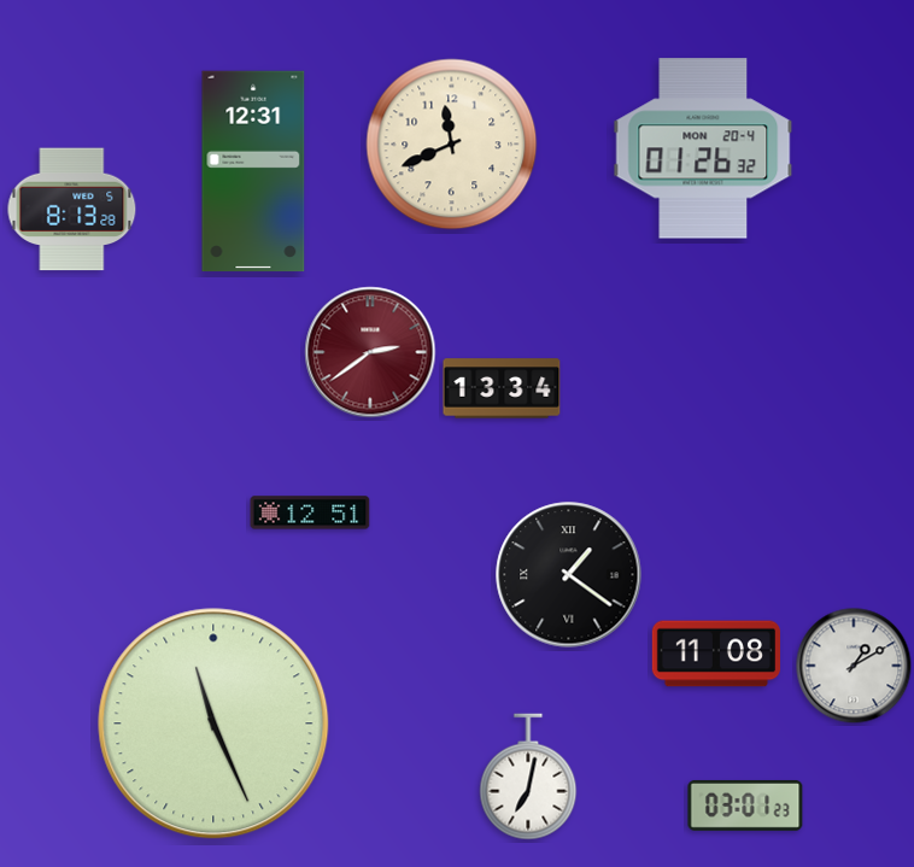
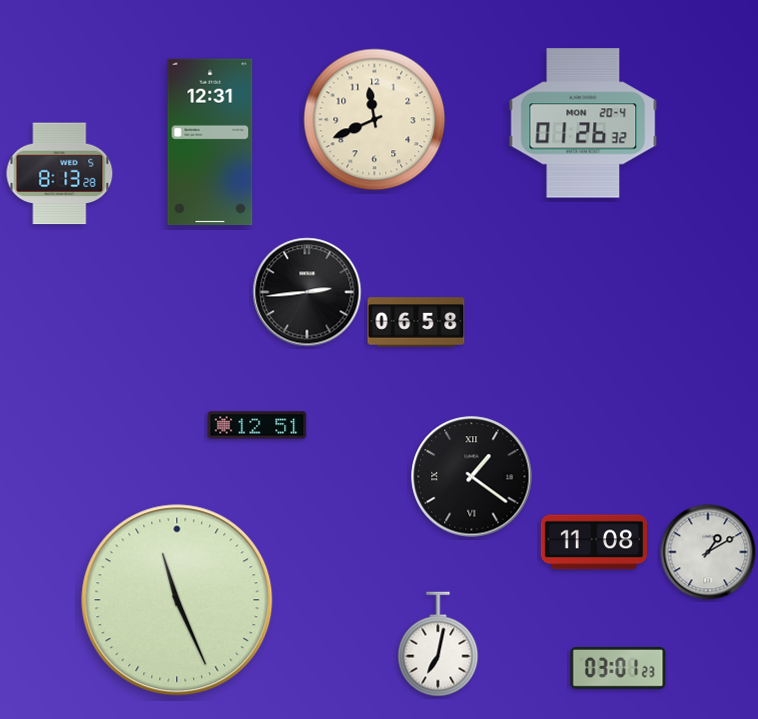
clock at (370, 352): 2:39 -> 2:44
clock at (370, 352) dial: burgundy -> black
clock at (502, 388): 13:34 -> 06:58
